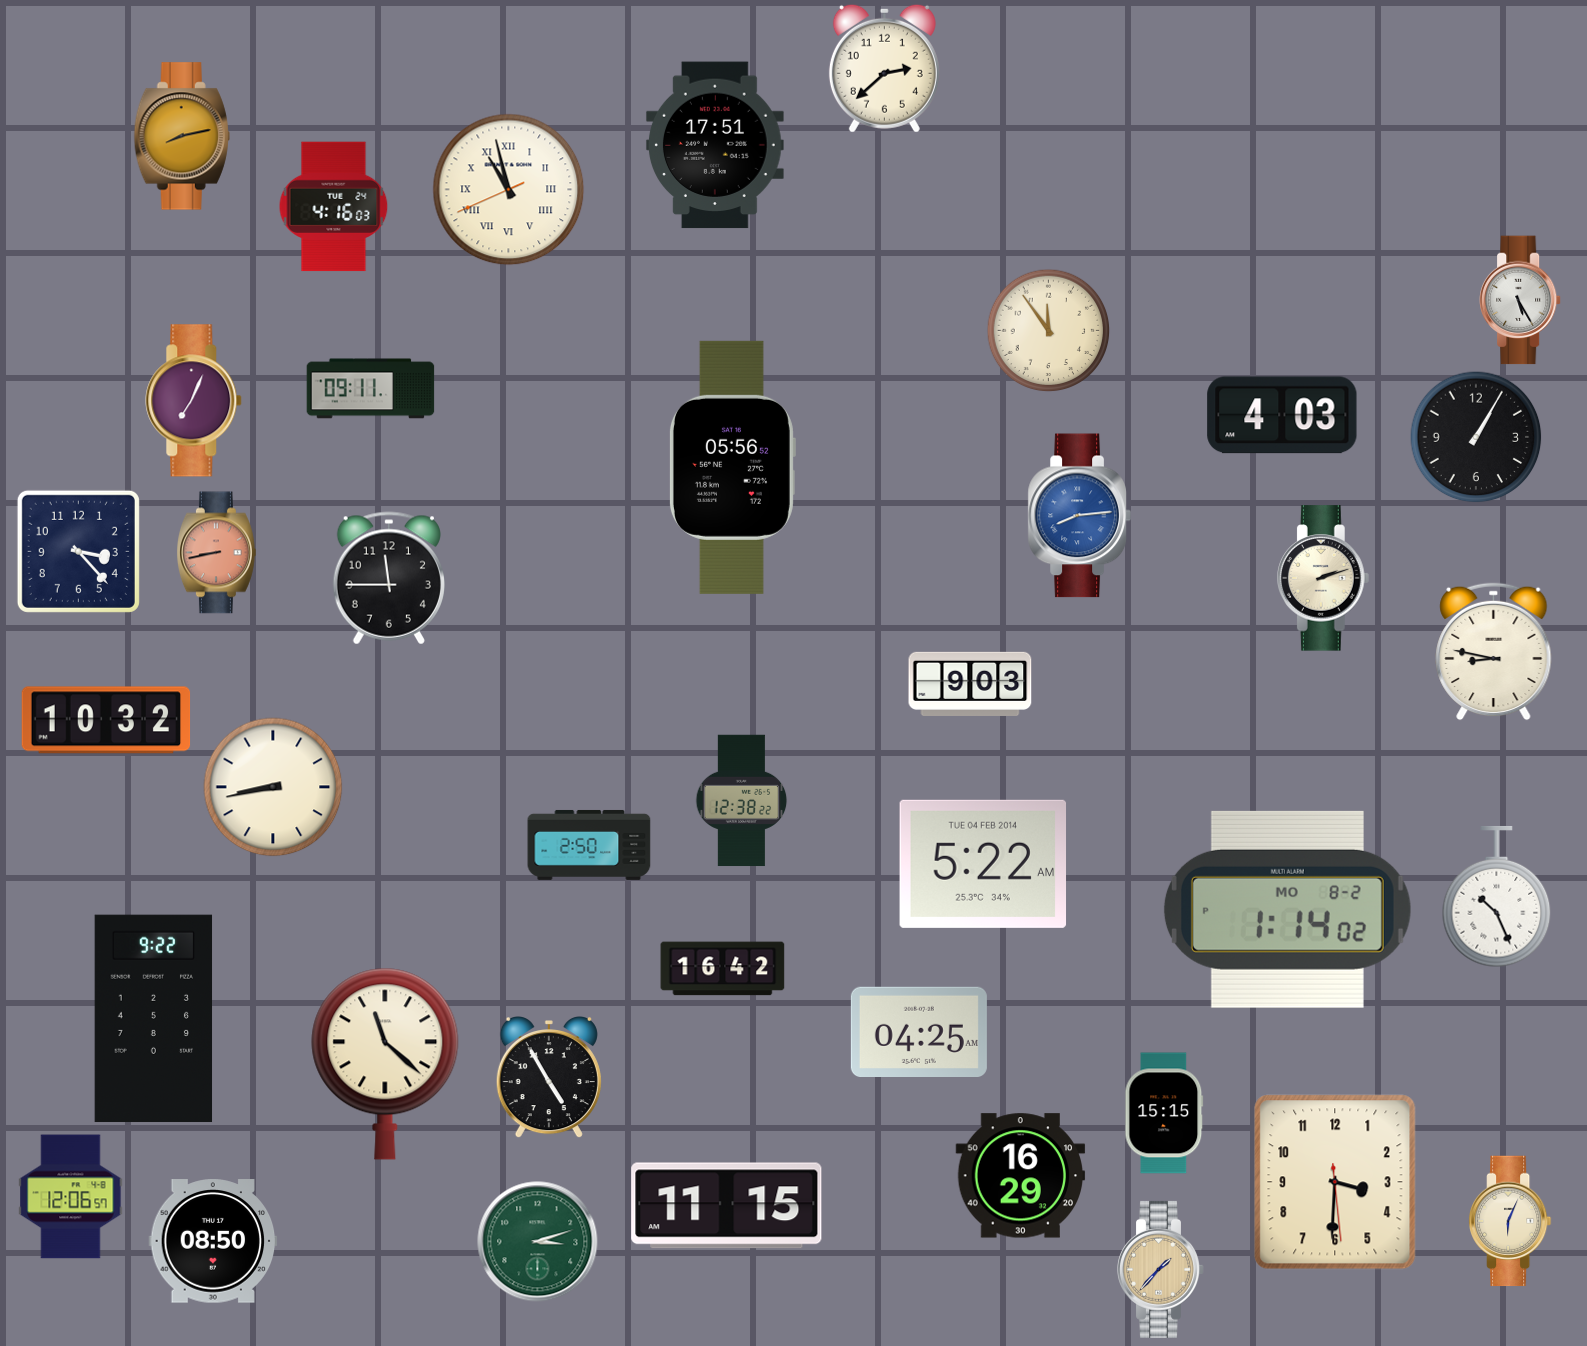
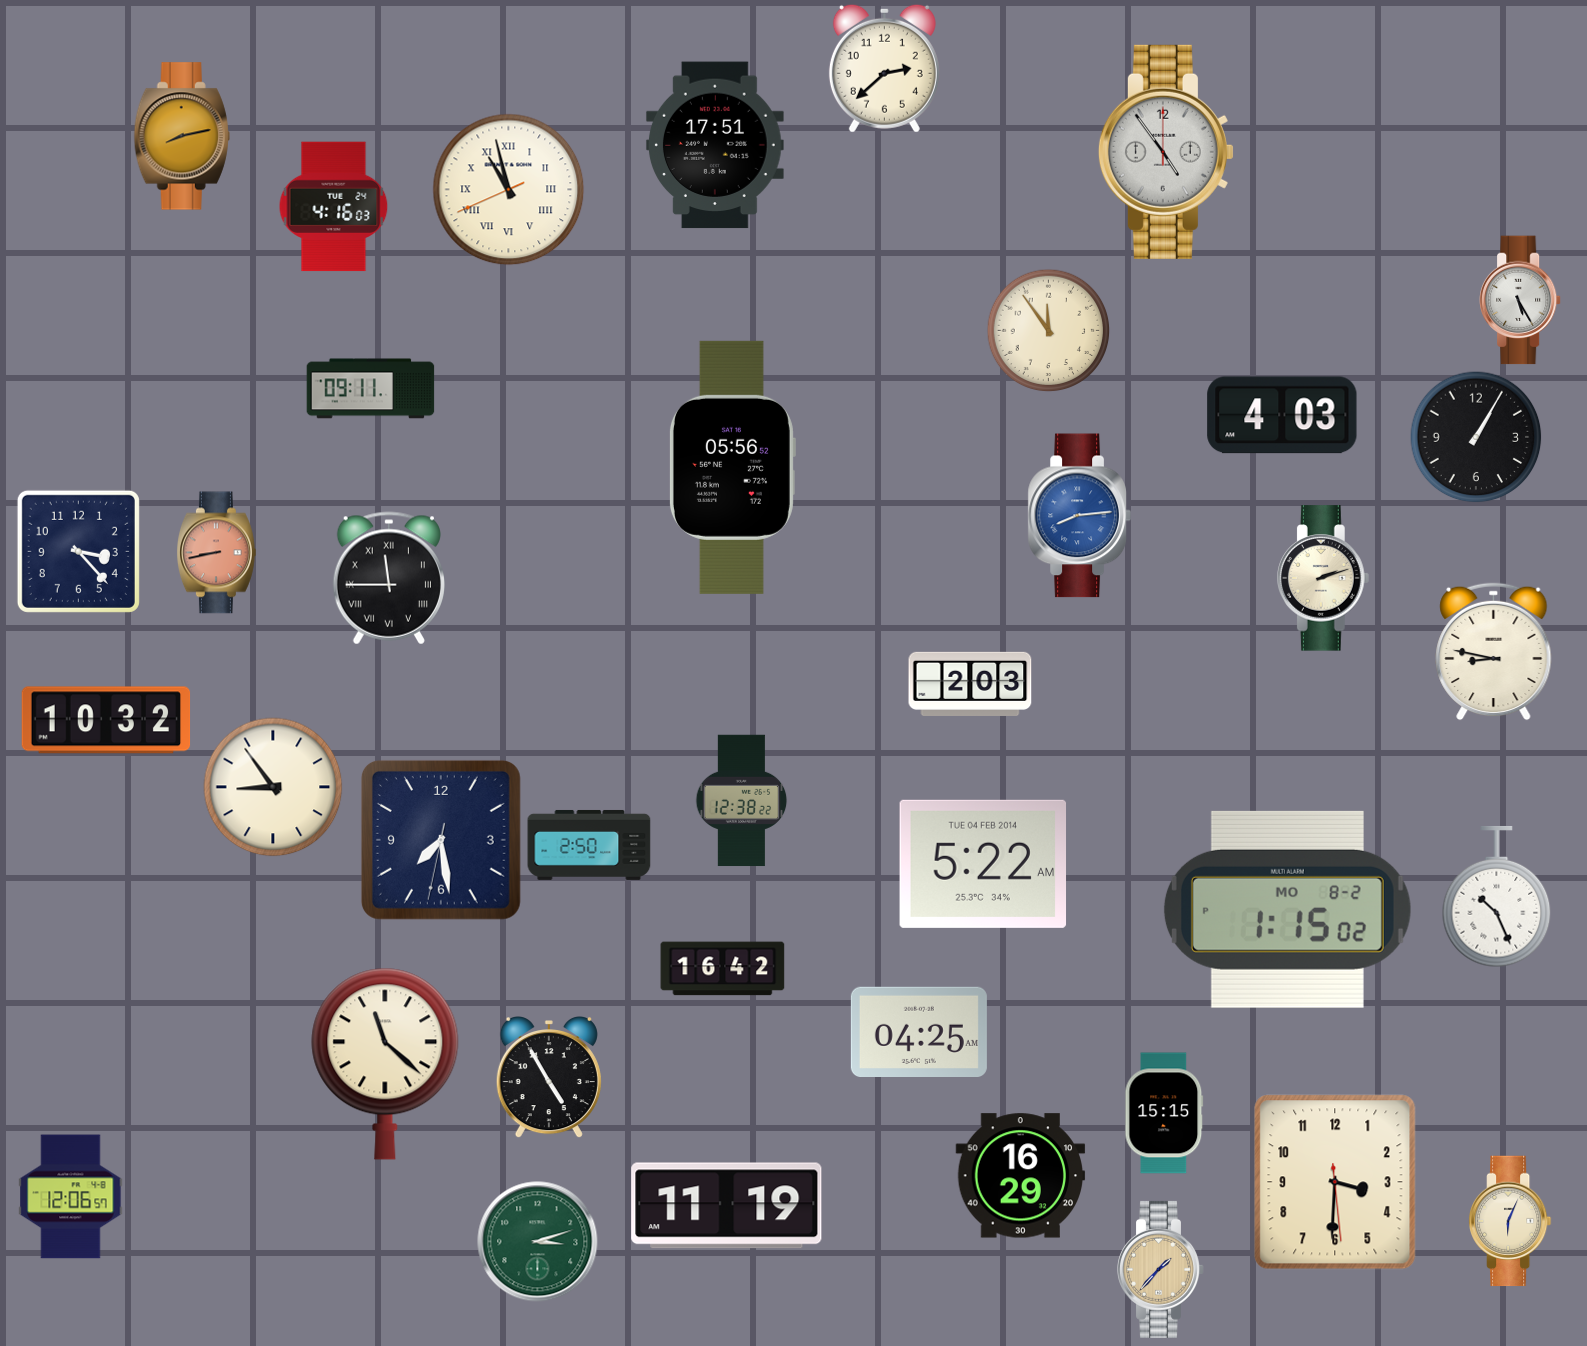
clock at (1166, 152): none -> 4:54
clock at (194, 401): 7:04 -> none
clock at (389, 578) numerals: Arabic -> Roman
clock at (970, 684): 9:03 -> 2:03
clock at (273, 787): 8:43 -> 8:54
clock at (441, 840): none -> 7:28
clock at (1287, 909): 1:14 -> 1:15
clock at (154, 1019): 9:22 -> none
clock at (727, 1206): 11:15 -> 11:19
clock at (213, 1241): 08:50 -> none
